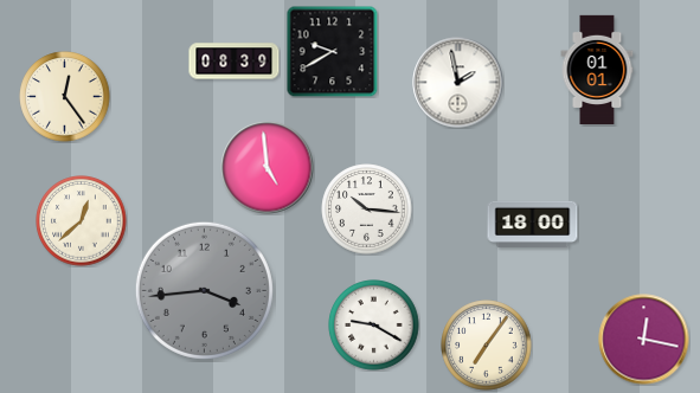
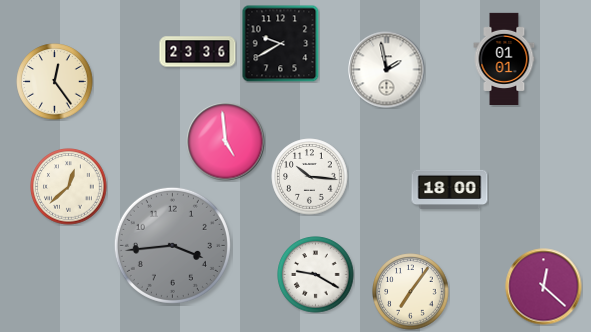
clock at (235, 62): 08:39 -> 23:36
clock at (644, 340): 12:17 -> 12:22
